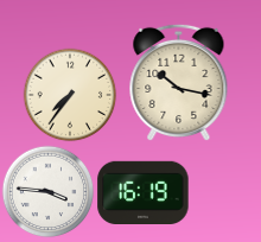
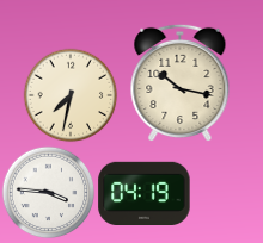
clock at (70, 95): 7:36 -> 7:32
clock at (144, 192): 16:19 -> 04:19
